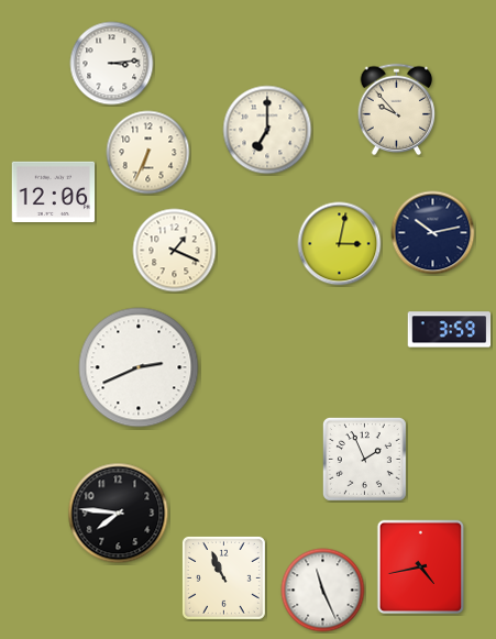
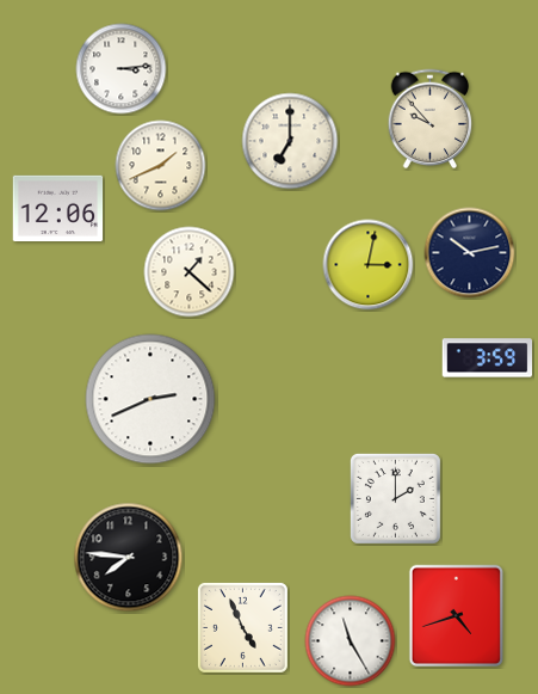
clock at (148, 153): 6:34 -> 1:41
clock at (175, 251): 1:19 -> 1:22
clock at (364, 459): 1:56 -> 2:00
clock at (421, 568): 4:43 -> 4:42
clock at (223, 577): 10:56 -> 4:56
clock at (323, 591): 11:26 -> 11:25
